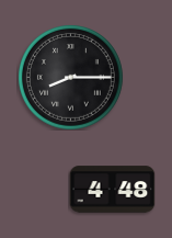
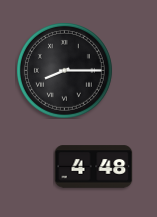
clock at (112, 190) position: (112, 190) -> (93, 167)
